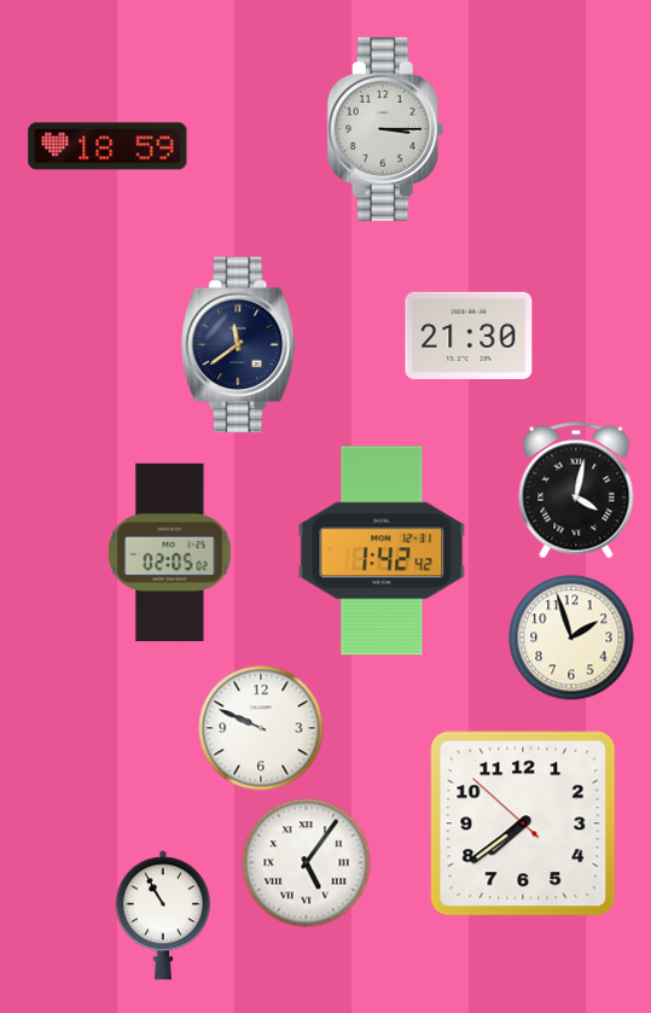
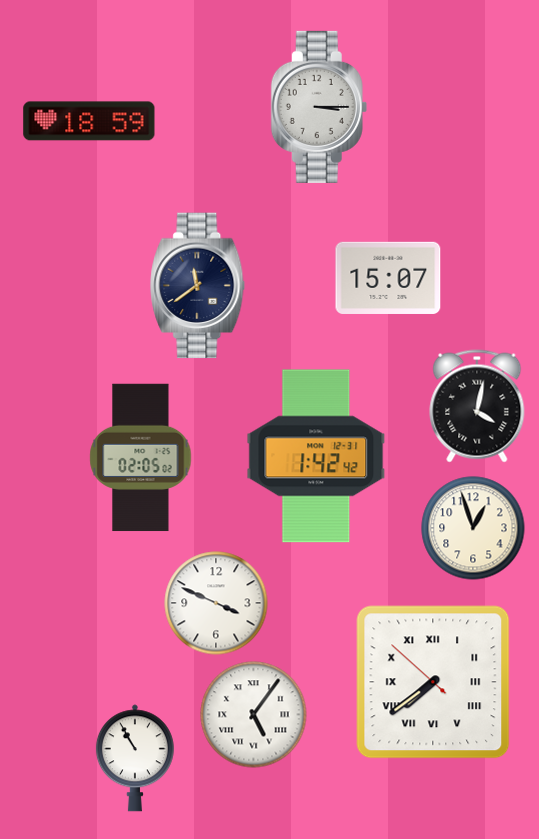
clock at (469, 334): 21:30 -> 15:07
clock at (571, 638): 1:57 -> 12:57
clock at (261, 728): 9:49 -> 3:49
clock at (523, 823) numerals: Arabic -> Roman
